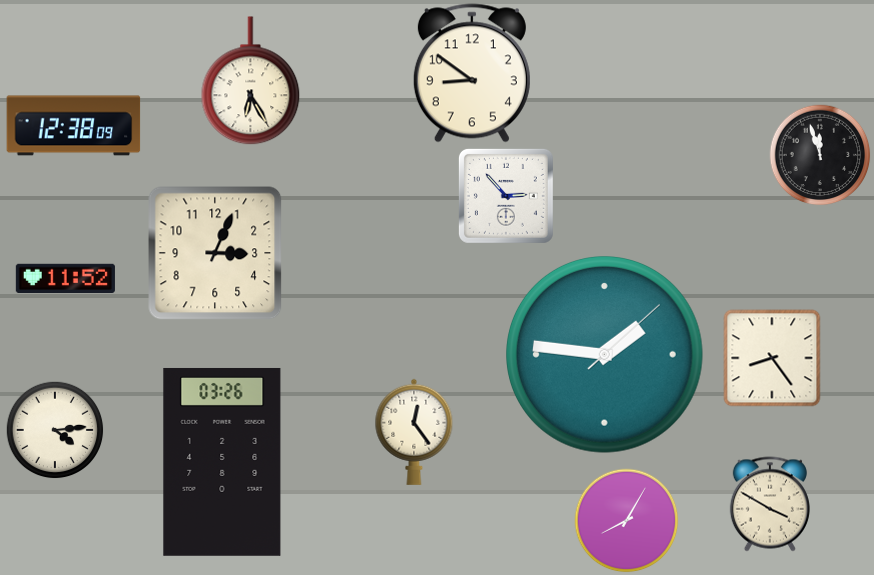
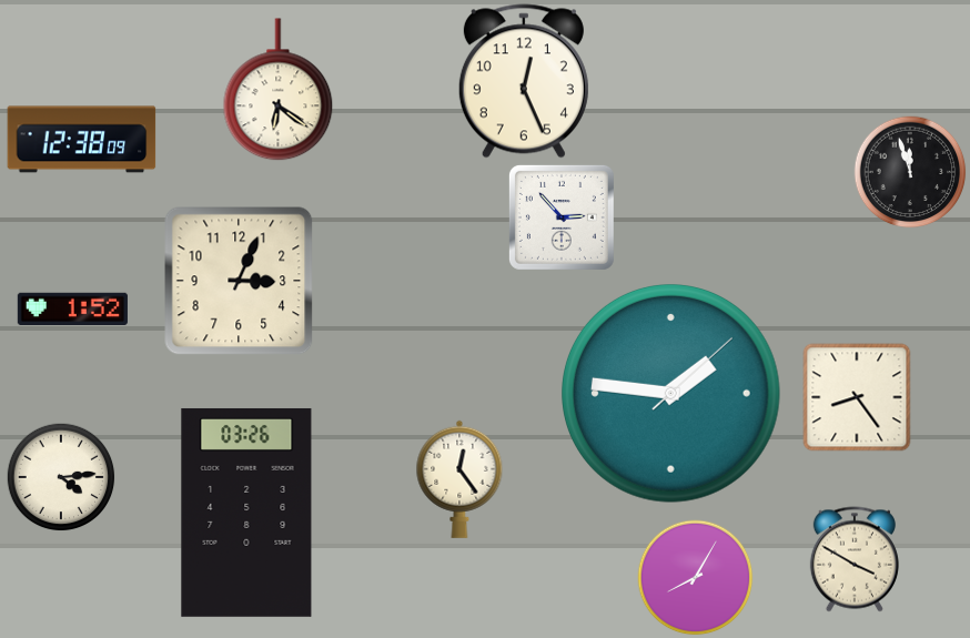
clock at (472, 73): 8:51 -> 12:26
clock at (251, 81): 6:25 -> 6:21
clock at (65, 278): 11:52 -> 1:52
